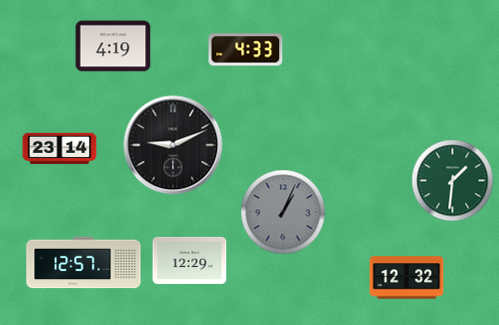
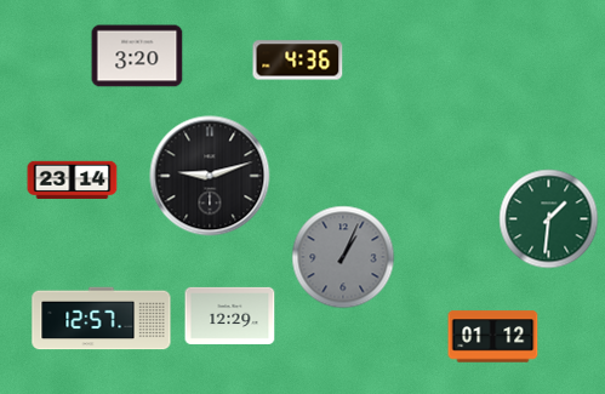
clock at (113, 46): 4:19 -> 3:20
clock at (246, 50): 4:33 -> 4:36
clock at (173, 145): 9:11 -> 9:12
clock at (407, 278): 12:32 -> 01:12
